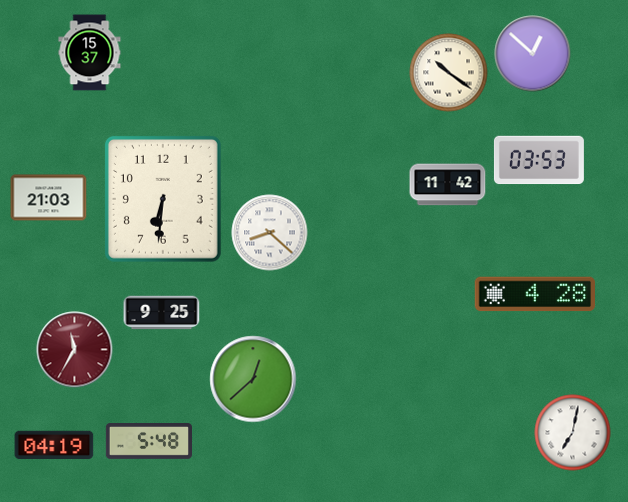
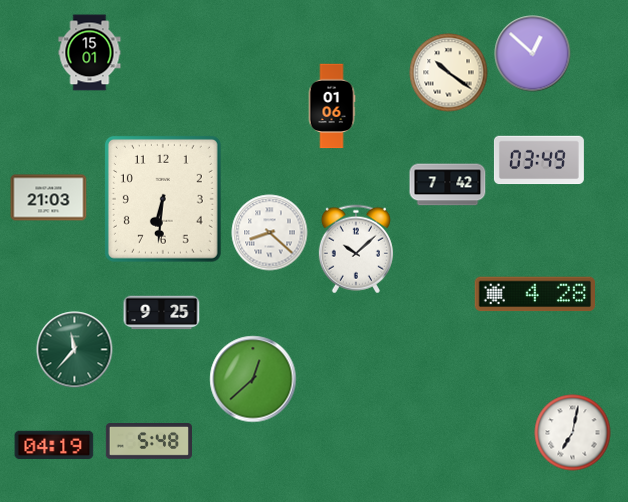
clock at (90, 53): 15:37 -> 15:01
clock at (332, 106): none -> 01:06
clock at (539, 160): 03:53 -> 03:49
clock at (448, 185): 11:42 -> 7:42
clock at (356, 249): none -> 10:08
clock at (75, 350): 11:35 -> 11:37
clock at (75, 350) dial: burgundy -> green
